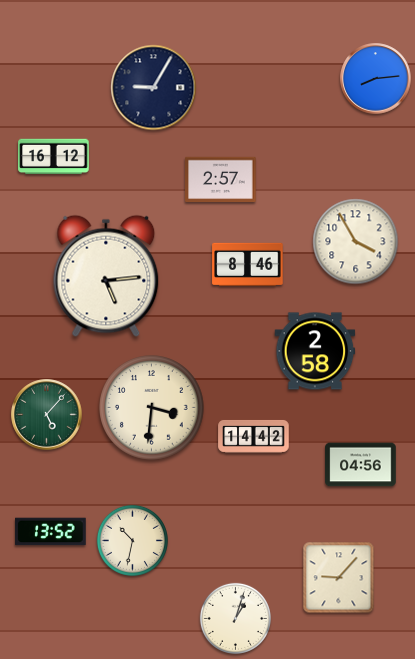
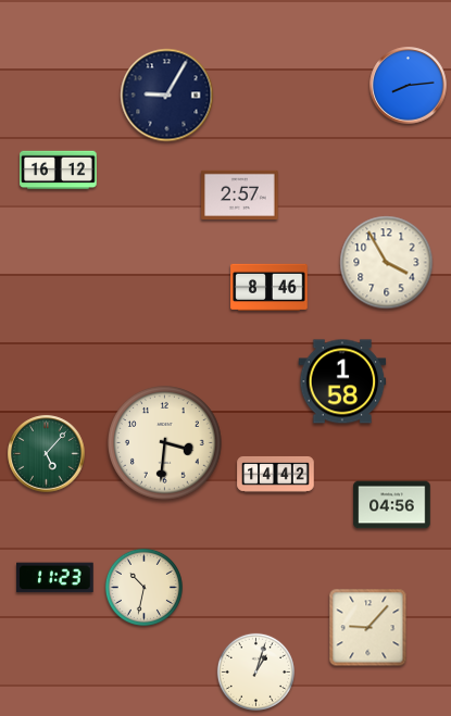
clock at (106, 276): 5:14 -> none
clock at (315, 351): 2:58 -> 1:58
clock at (47, 415) position: (47, 415) -> (47, 454)
clock at (51, 532): 13:52 -> 11:23
